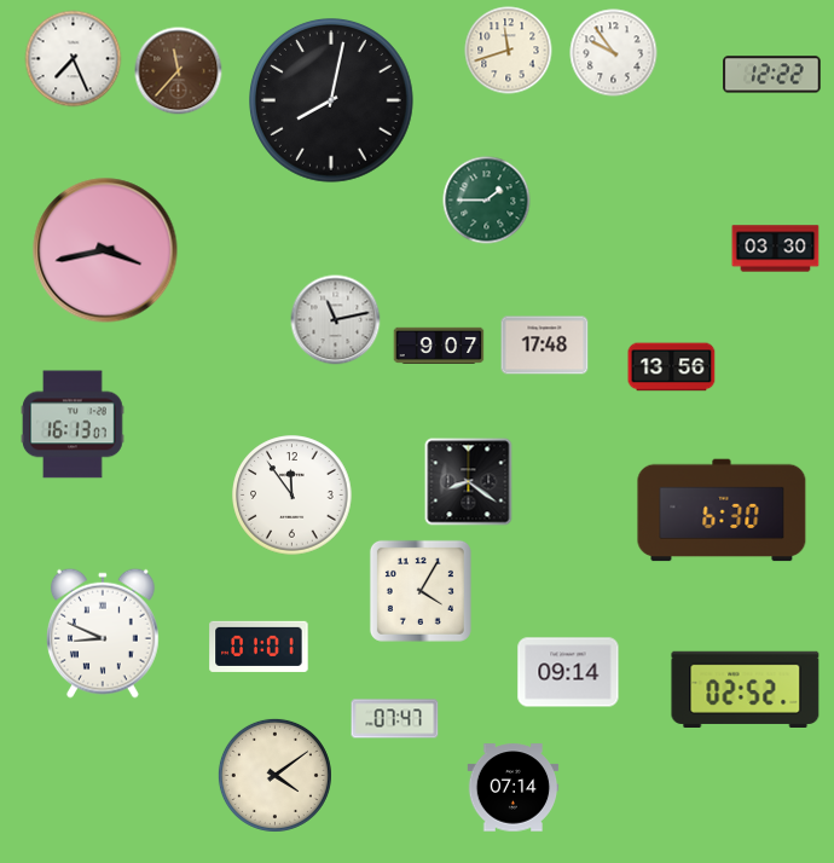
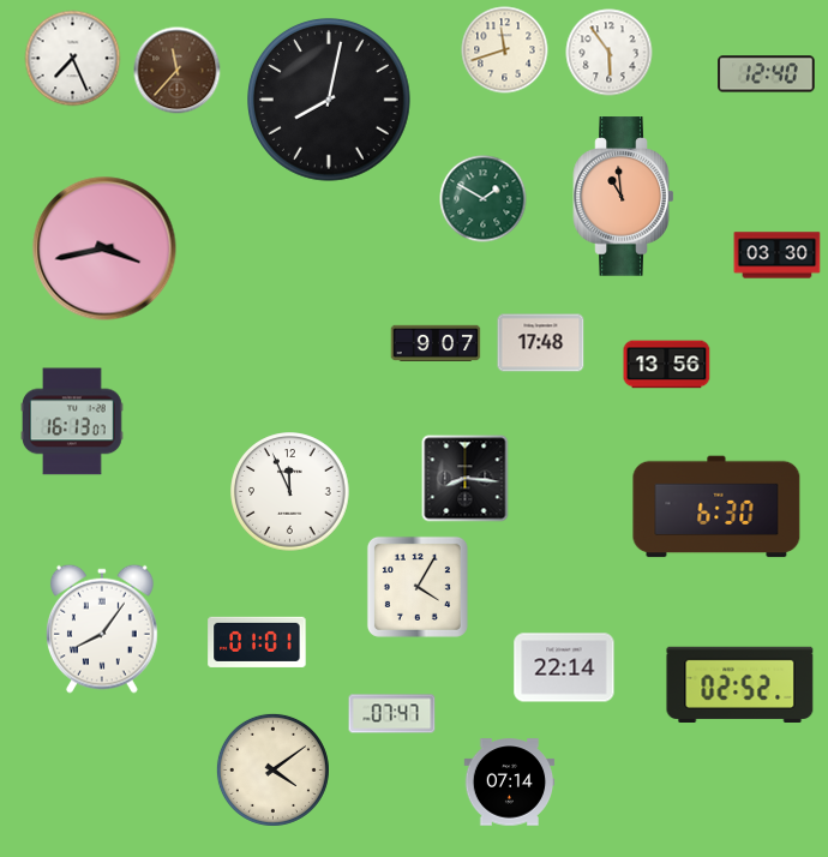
clock at (614, 53): 9:54 -> 5:54
clock at (772, 75): 12:22 -> 12:40
clock at (624, 197): none -> 10:59
clock at (487, 201): 1:45 -> 1:50
clock at (776, 249) position: (776, 249) -> (778, 256)
clock at (336, 320): 11:13 -> none
clock at (469, 482): 8:21 -> 8:16
clock at (293, 496): 11:54 -> 11:56
clock at (104, 633): 8:49 -> 8:06
clock at (568, 672): 09:14 -> 22:14
